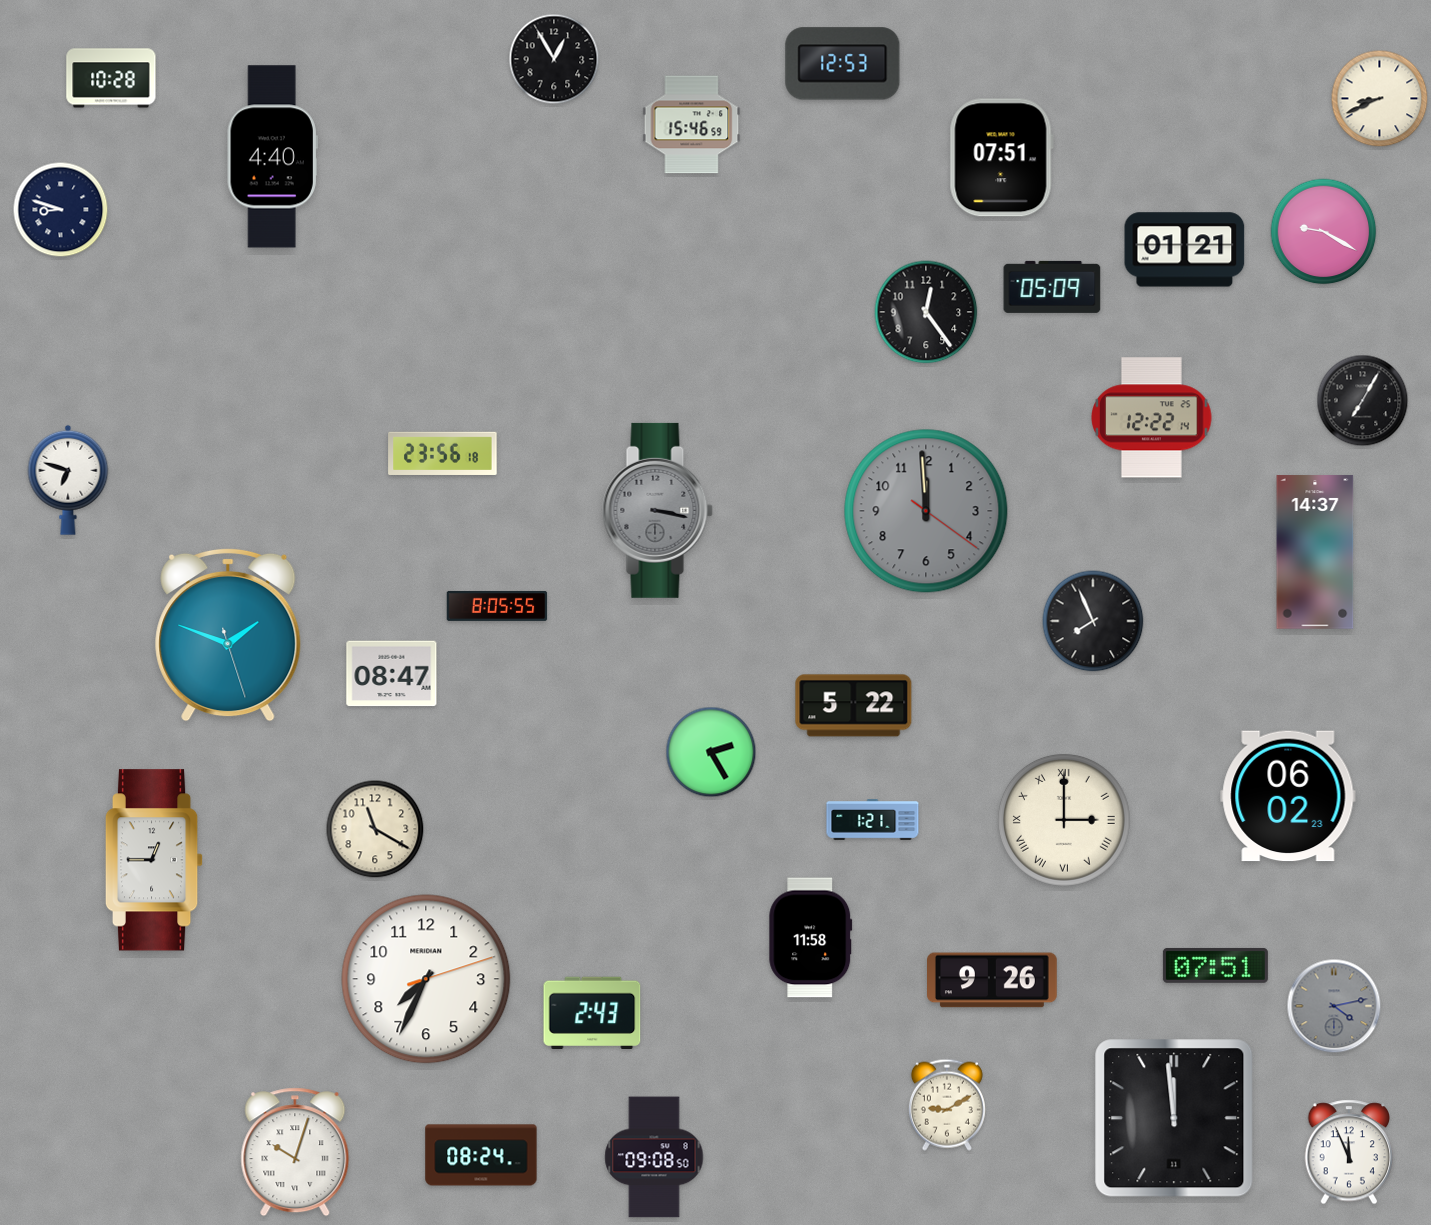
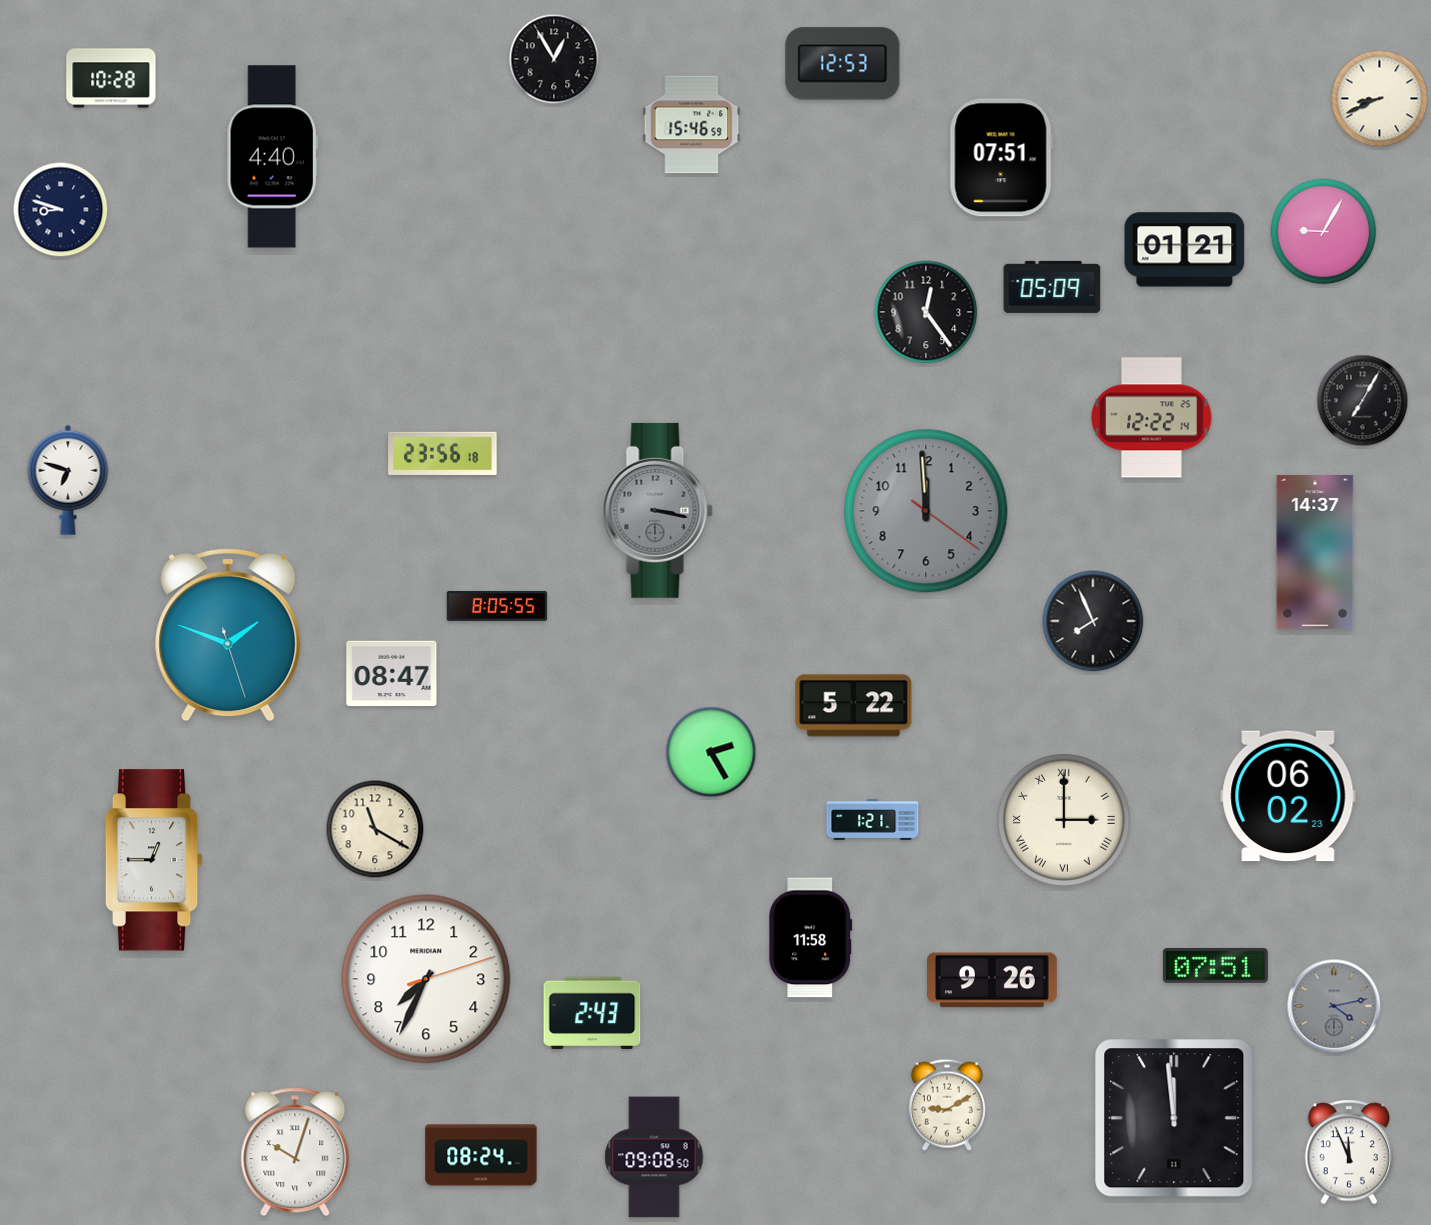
clock at (1324, 232): 9:20 -> 9:05
